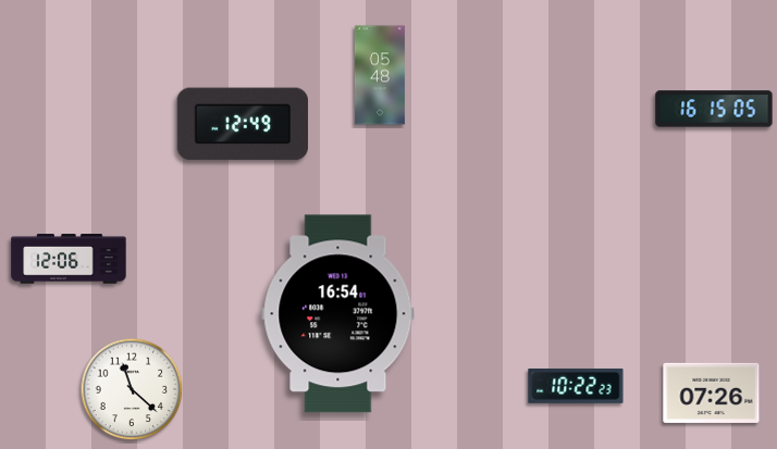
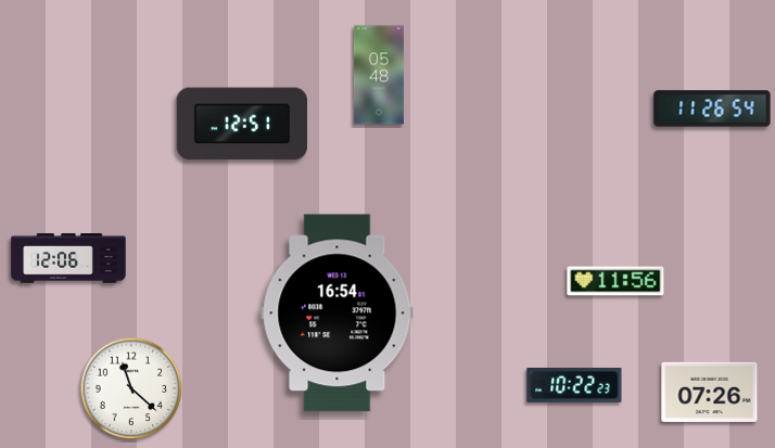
clock at (714, 109): 16:15 -> 11:26
clock at (242, 124): 12:49 -> 12:51
clock at (615, 281): none -> 11:56
